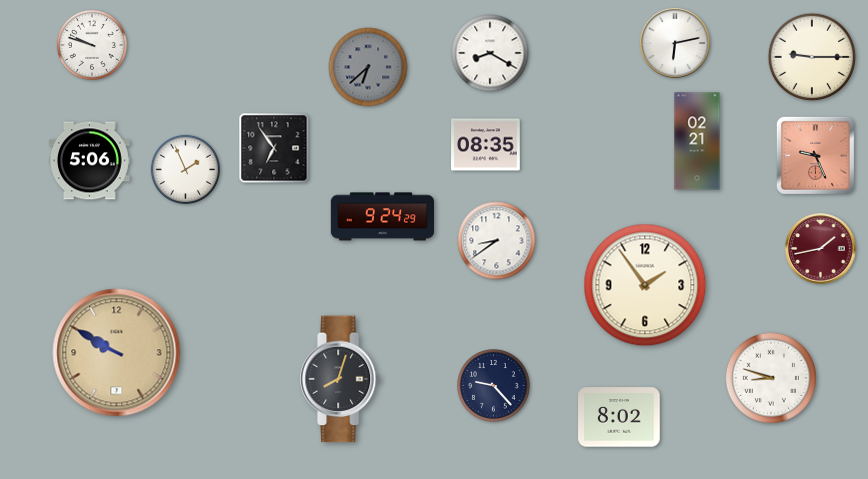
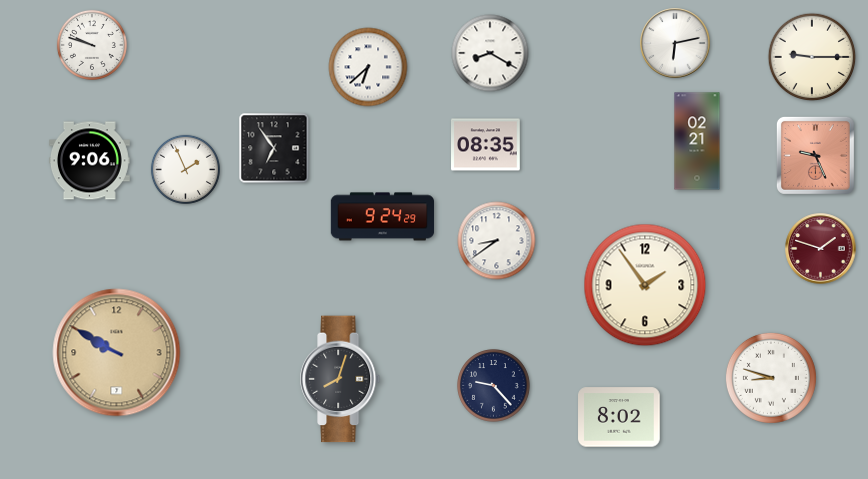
clock at (368, 67) dial: grey -> white
clock at (89, 161): 5:06 -> 9:06
clock at (821, 249): 1:43 -> 1:48
